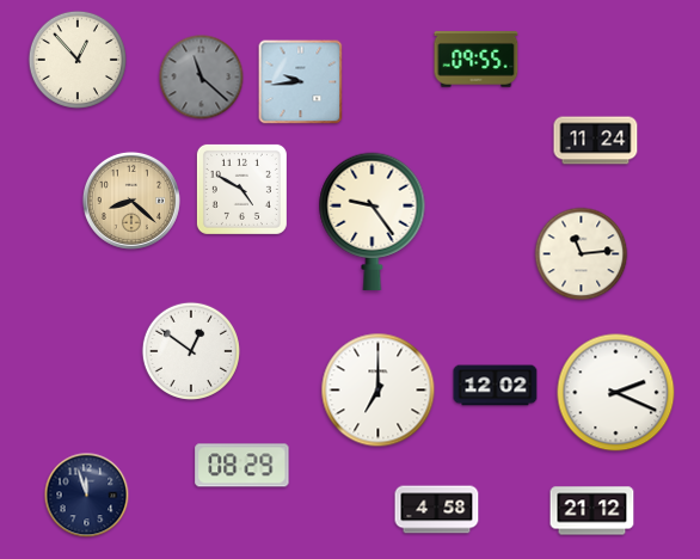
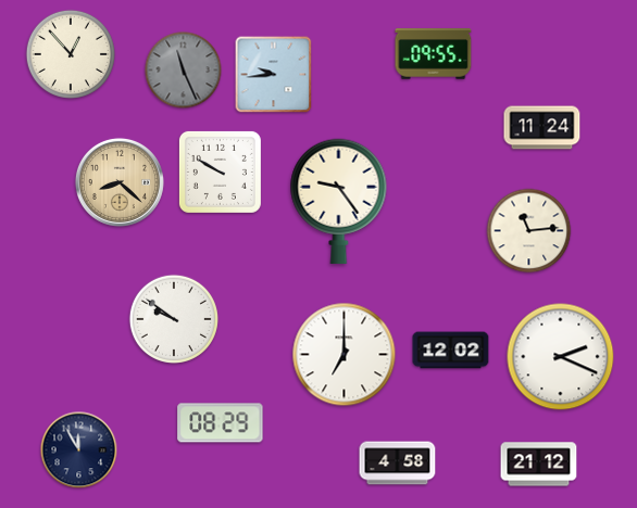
clock at (202, 78): 11:22 -> 11:26
clock at (241, 189): 4:50 -> 9:50
clock at (190, 350): 12:51 -> 9:51
clock at (87, 496): 11:57 -> 11:55
